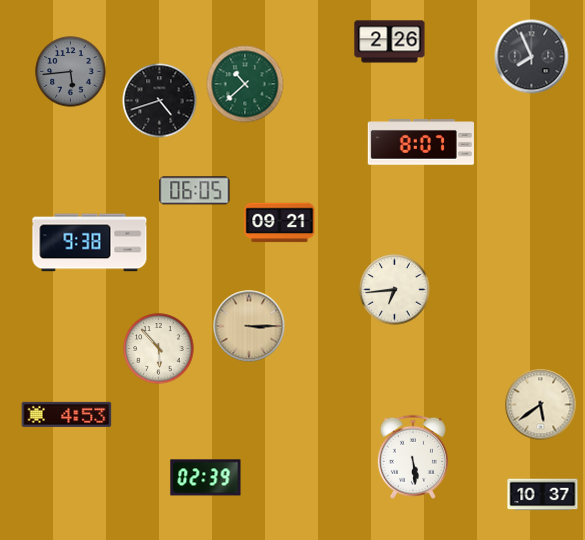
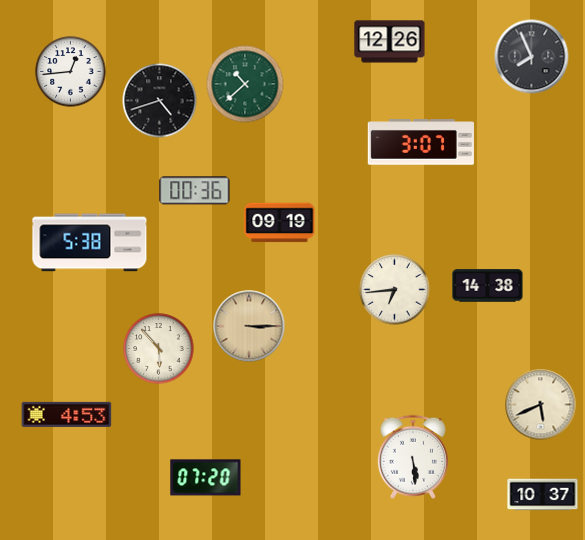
clock at (390, 42): 2:26 -> 12:26
clock at (71, 72): 5:44 -> 12:44
clock at (71, 72) dial: grey -> white
clock at (421, 142): 8:07 -> 3:07
clock at (195, 191): 06:05 -> 00:36
clock at (280, 223): 09:21 -> 09:19
clock at (90, 243): 9:38 -> 5:38
clock at (488, 286): none -> 14:38
clock at (541, 405): 5:39 -> 5:41
clock at (206, 478): 02:39 -> 07:20
